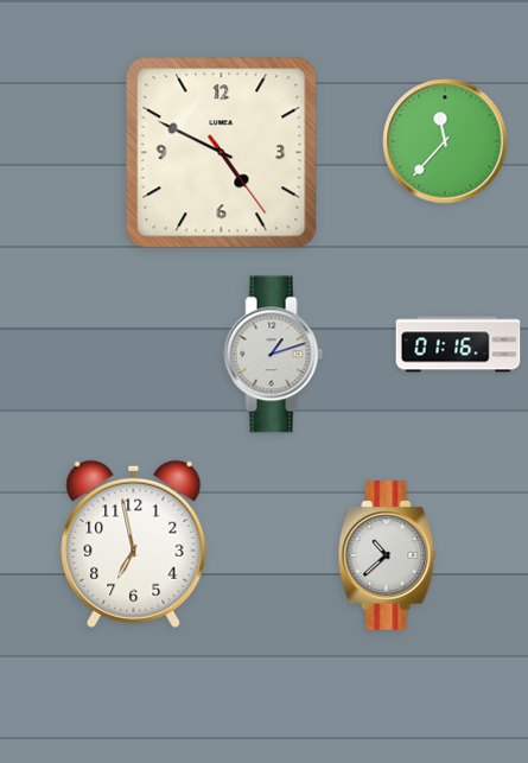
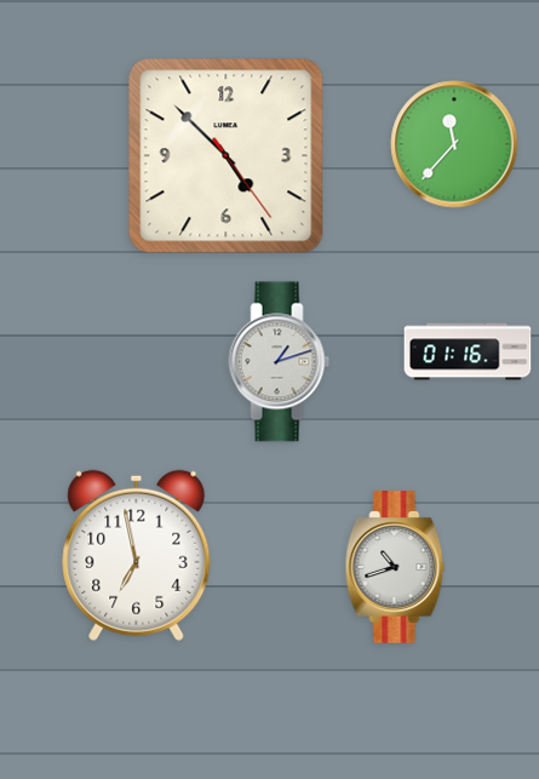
clock at (222, 153): 4:49 -> 4:52
clock at (387, 555): 10:38 -> 10:42
